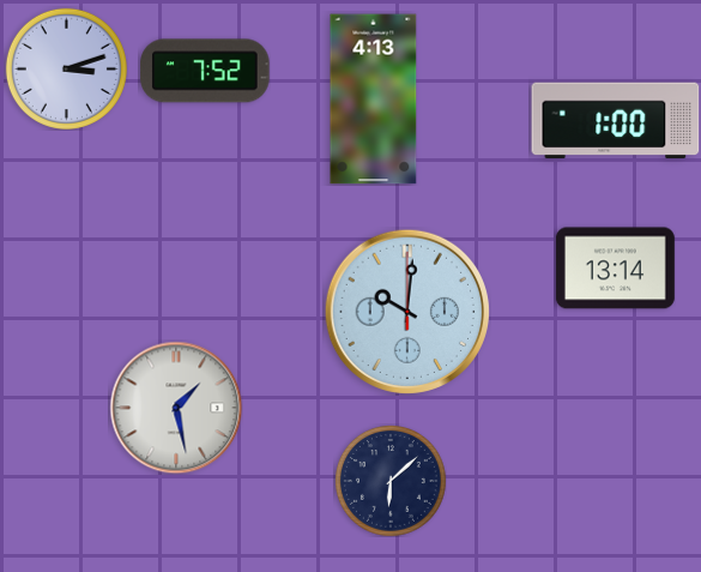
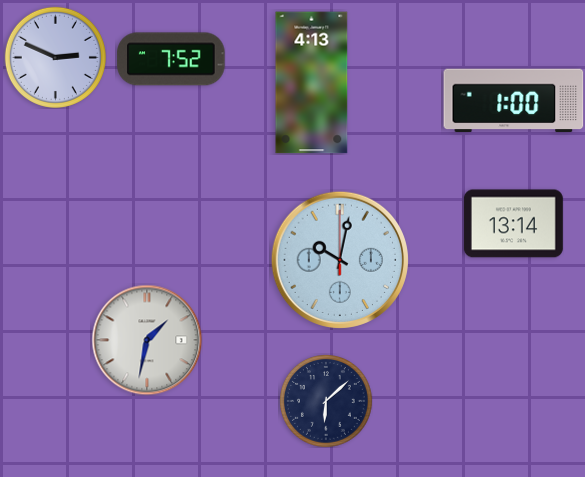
clock at (66, 68): 3:12 -> 2:49
clock at (407, 312): 10:01 -> 10:02
clock at (176, 408): 1:28 -> 1:32
